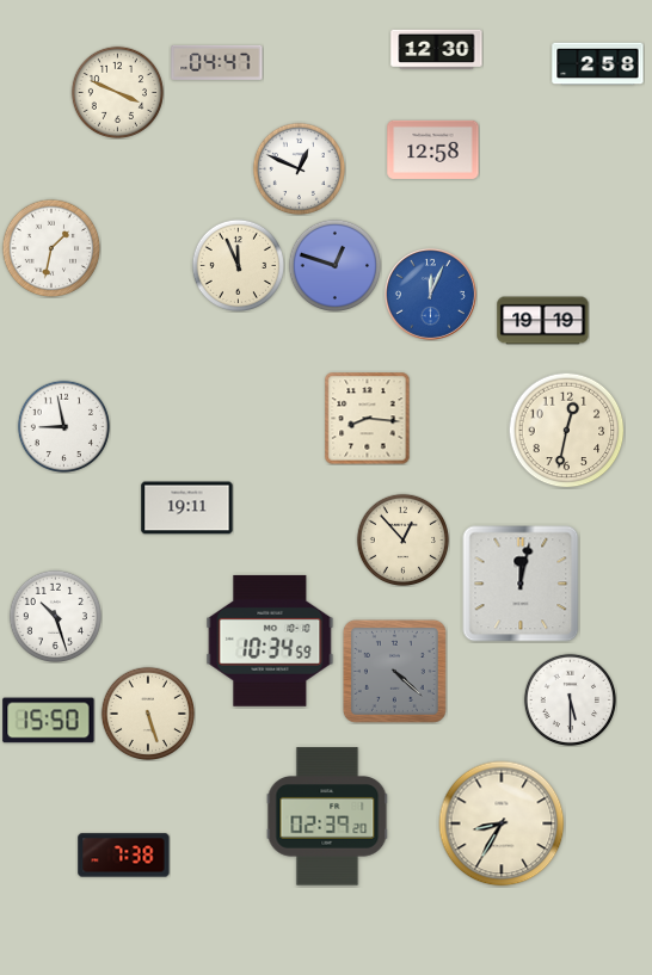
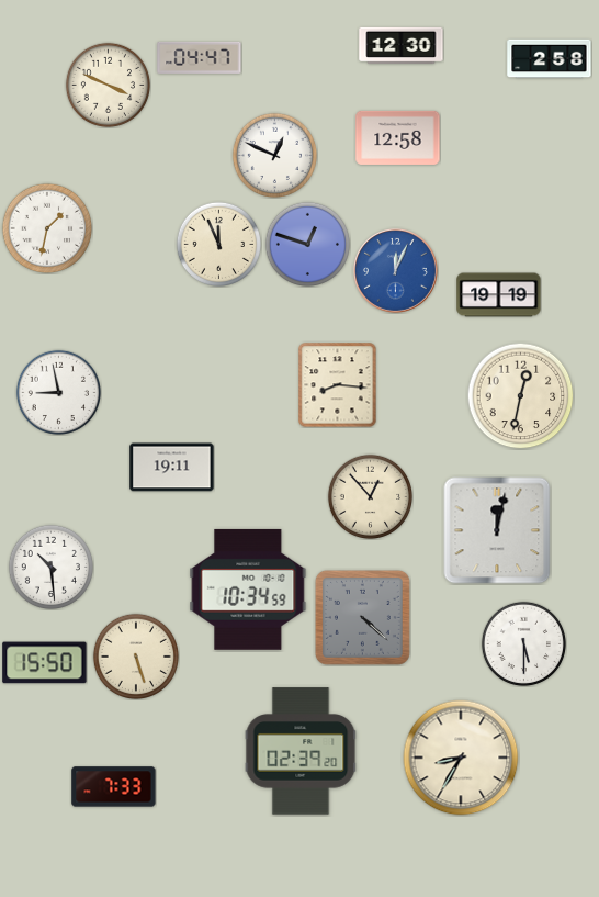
clock at (521, 584) position: (521, 584) -> (497, 530)
clock at (55, 616): 10:27 -> 10:29
clock at (124, 856): 7:38 -> 7:33
